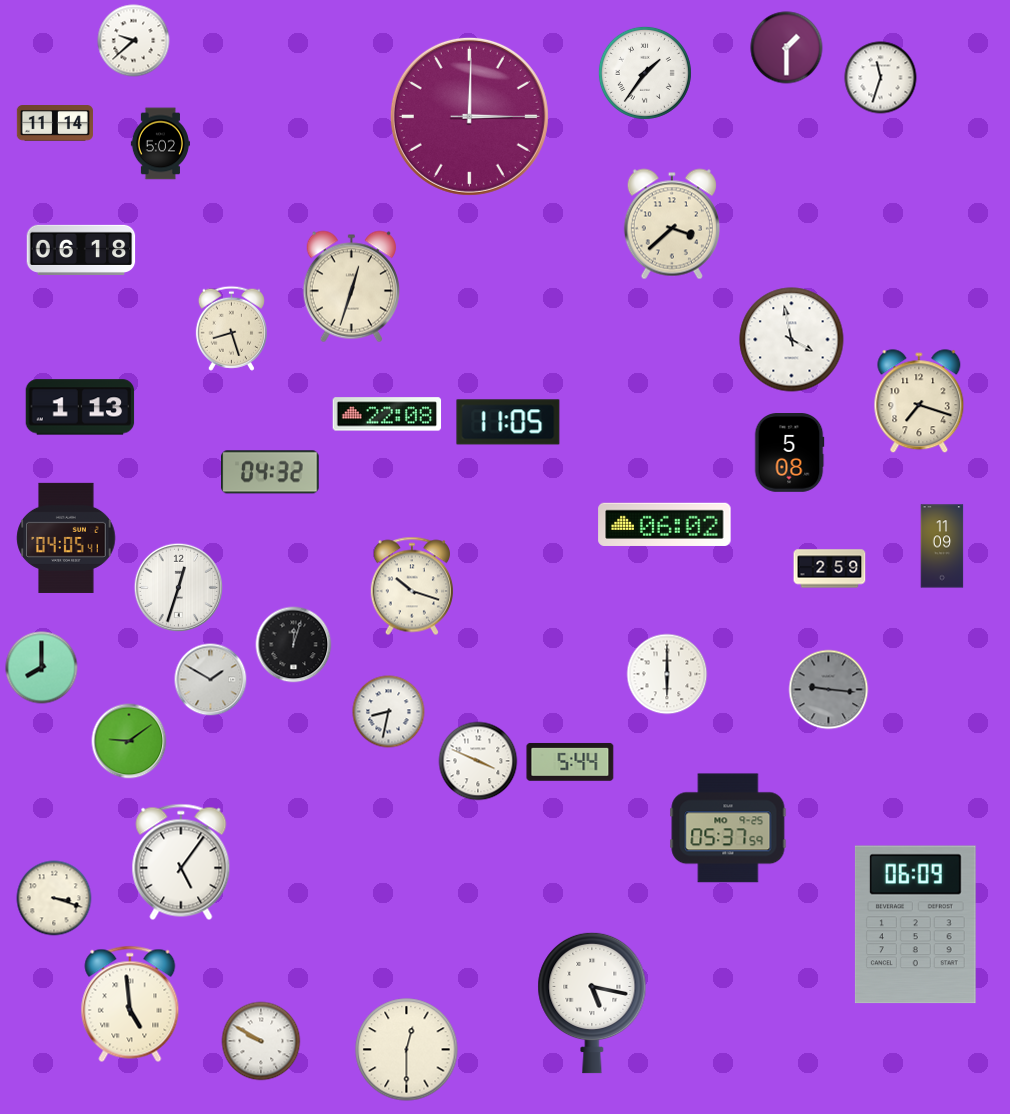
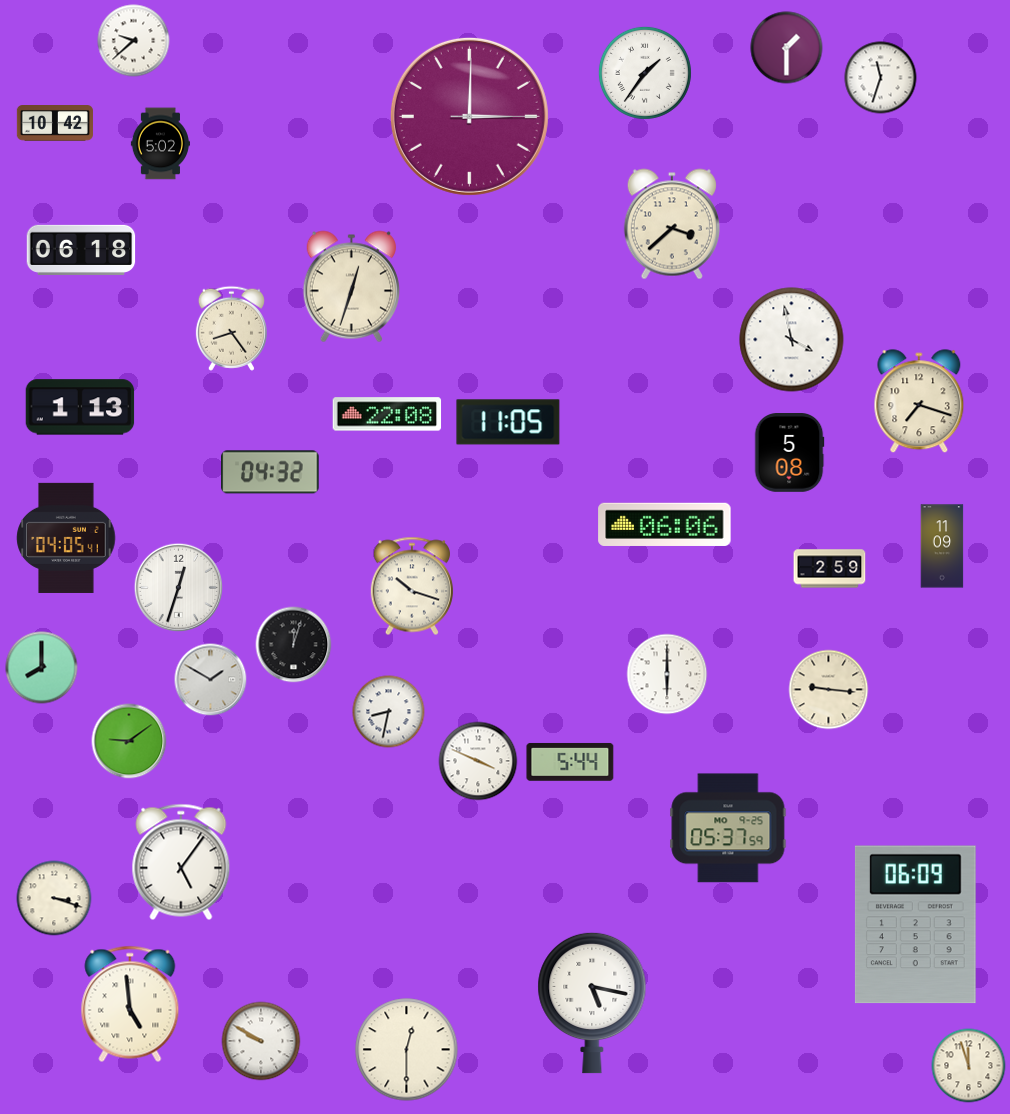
clock at (55, 124): 11:14 -> 10:42
clock at (231, 328): 8:27 -> 8:24
clock at (665, 524): 06:02 -> 06:06
clock at (829, 690) dial: grey -> cream
clock at (969, 1066): none -> 11:57
